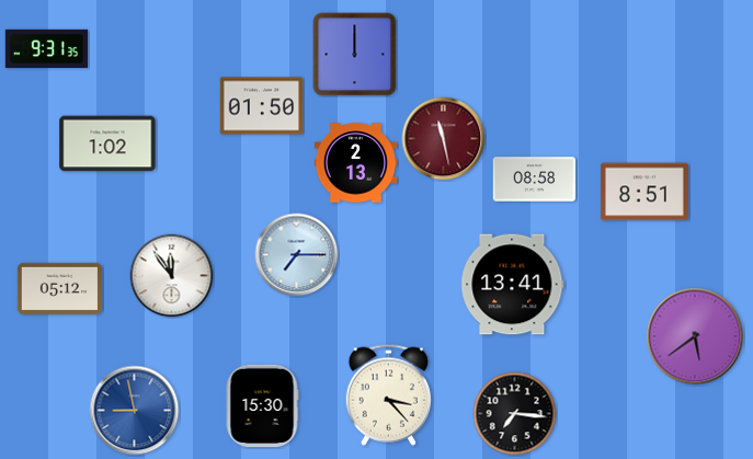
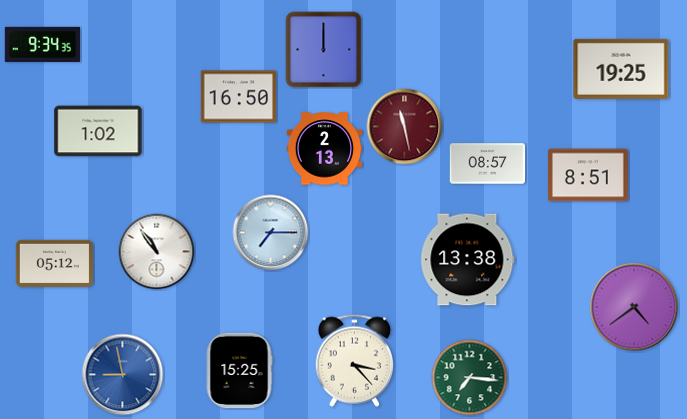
clock at (47, 48): 9:31 -> 9:34
clock at (621, 69): none -> 19:25
clock at (262, 106): 01:50 -> 16:50
clock at (535, 180): 08:58 -> 08:57
clock at (172, 276): 11:54 -> 10:54
clock at (513, 285): 13:41 -> 13:38
clock at (695, 336): 5:39 -> 4:39
clock at (262, 406): 15:30 -> 15:25
clock at (515, 414) dial: black -> green
